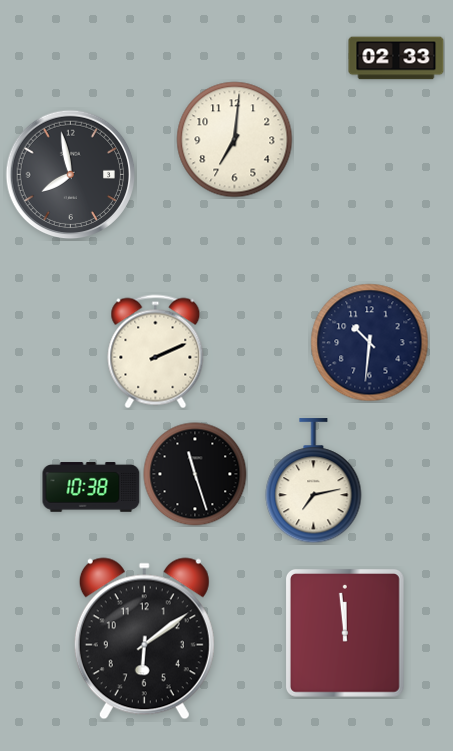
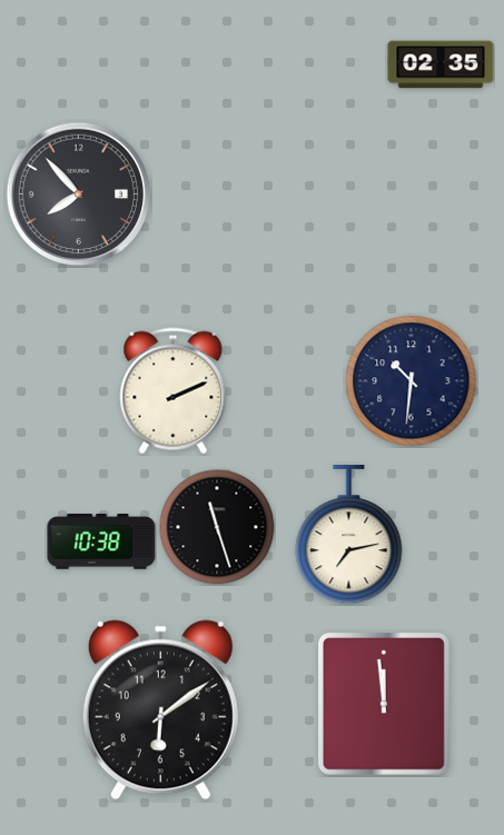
clock at (396, 58): 02:33 -> 02:35
clock at (235, 140): 7:01 -> none
clock at (71, 175): 7:58 -> 7:53
